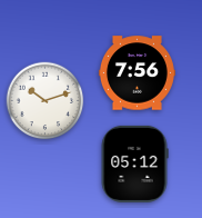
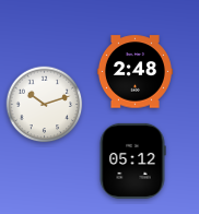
clock at (137, 73): 7:56 -> 2:48
clock at (46, 101) position: (46, 101) -> (45, 105)
